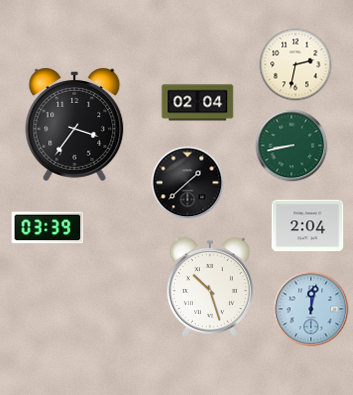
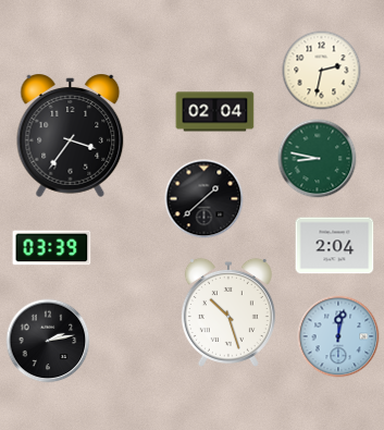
clock at (75, 124) position: (75, 124) -> (71, 135)
clock at (292, 146): 8:43 -> 8:47
clock at (48, 341): none -> 2:13
